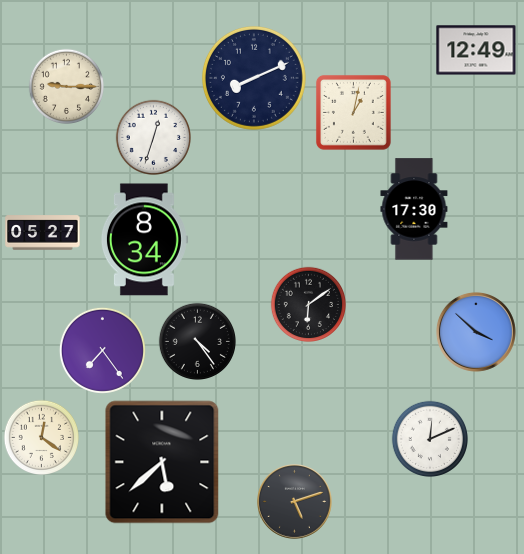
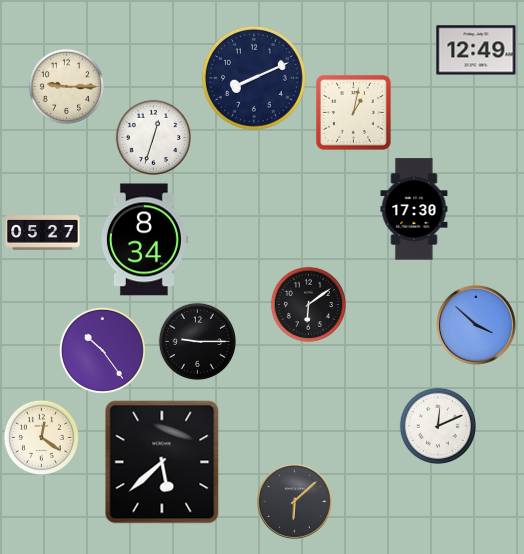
clock at (476, 332) position: (476, 332) -> (476, 325)
clock at (197, 341): 4:24 -> 9:15
clock at (102, 350): 7:24 -> 10:24
clock at (429, 438) position: (429, 438) -> (437, 425)
clock at (295, 502): 5:12 -> 6:08
